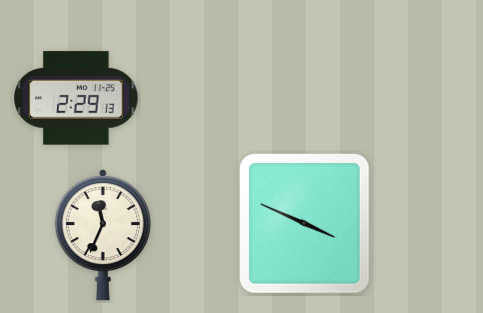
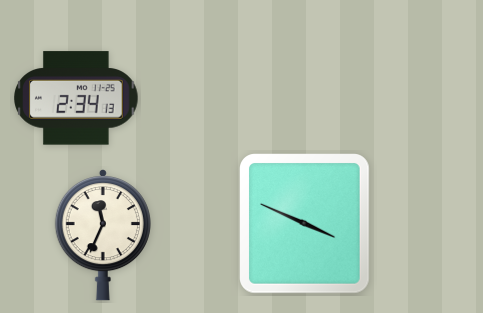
clock at (76, 98): 2:29 -> 2:34
